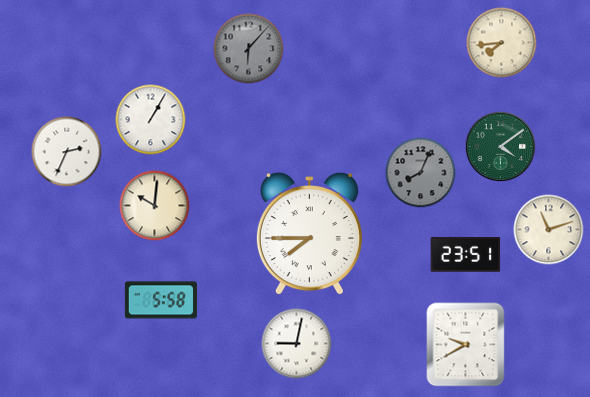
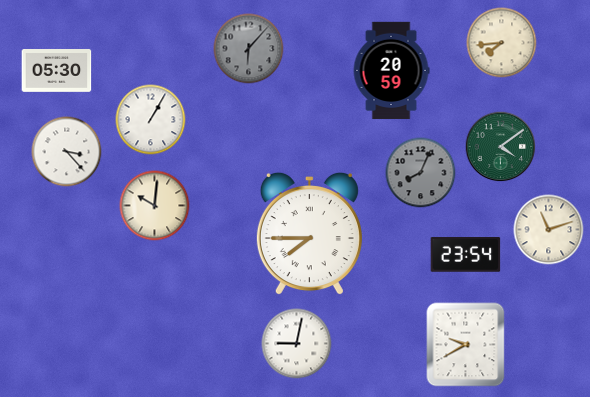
clock at (57, 71): none -> 05:30
clock at (391, 71): none -> 20:59
clock at (67, 152): 2:34 -> 3:23
clock at (466, 255): 23:51 -> 23:54
clock at (161, 300): 5:58 -> none
